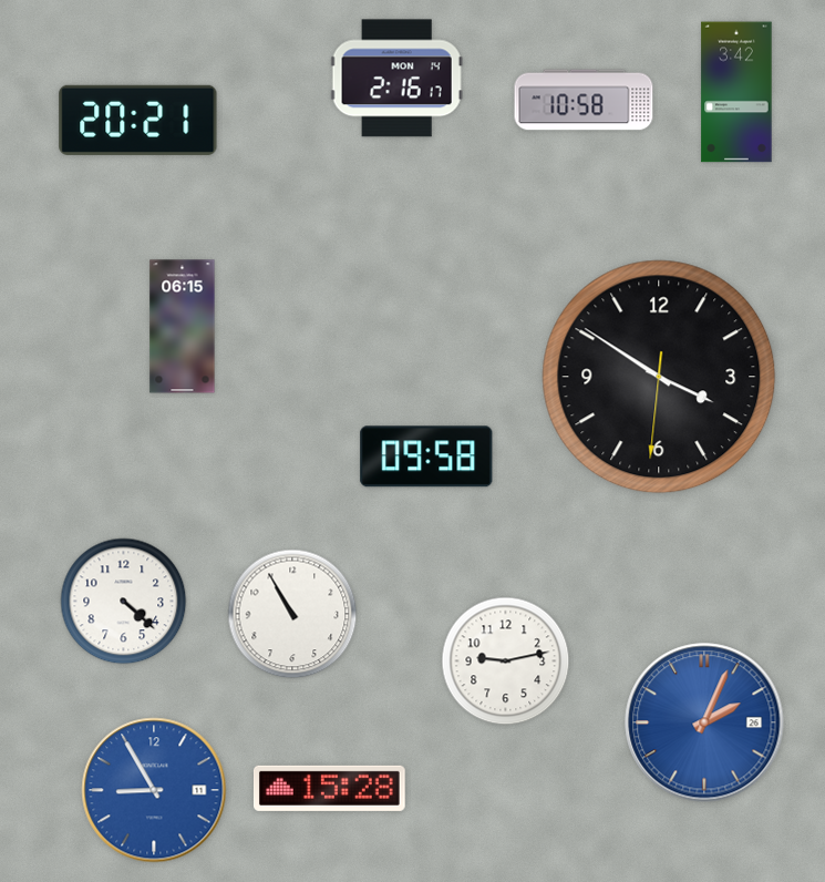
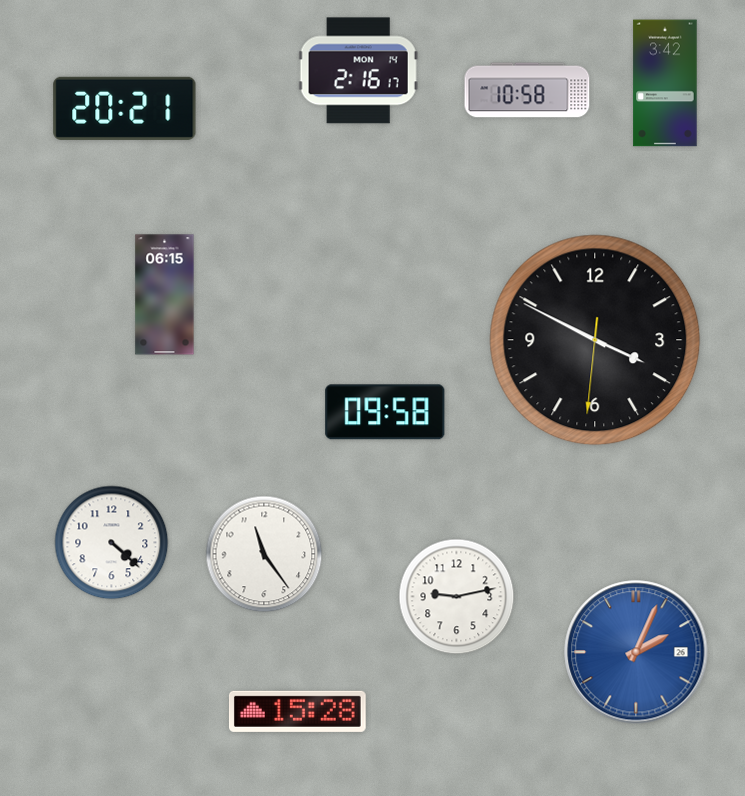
clock at (659, 377): 3:50 -> 3:49
clock at (292, 614): 10:55 -> 11:24
clock at (154, 790): 8:55 -> none
